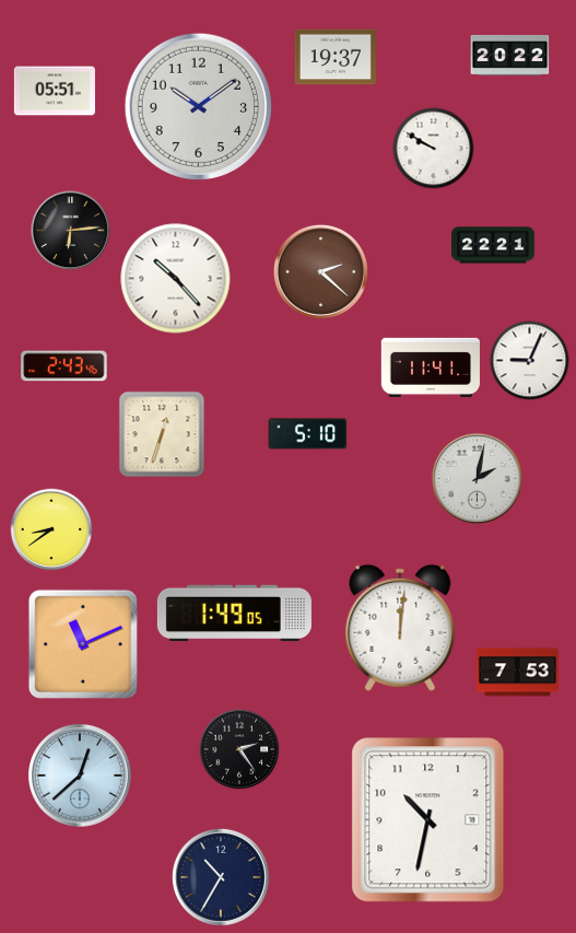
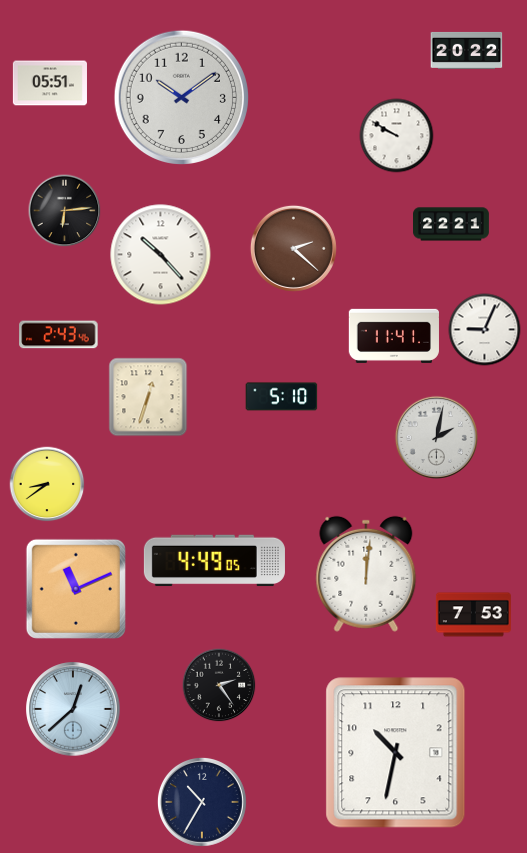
clock at (336, 57): 19:37 -> none
clock at (234, 614): 1:49 -> 4:49
clock at (428, 820) position: (428, 820) -> (396, 753)
